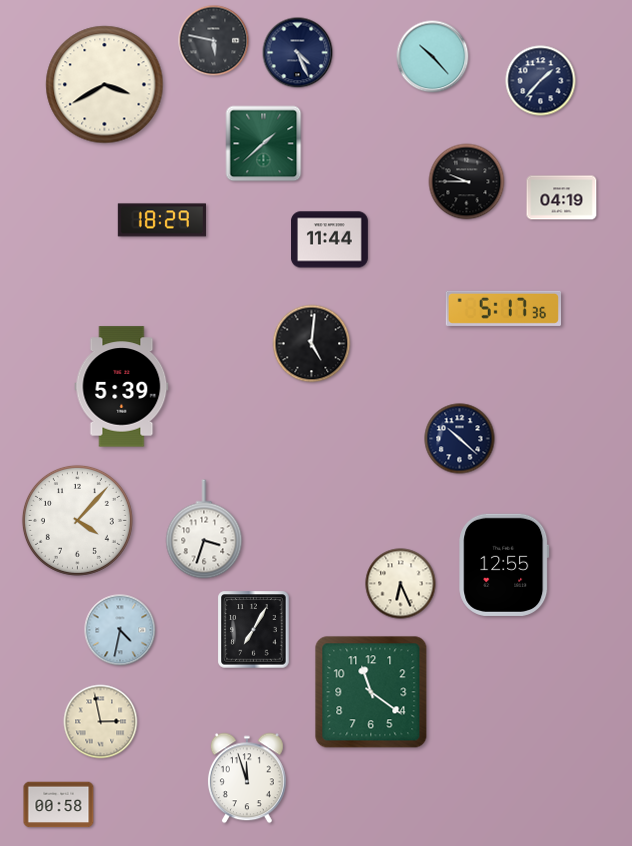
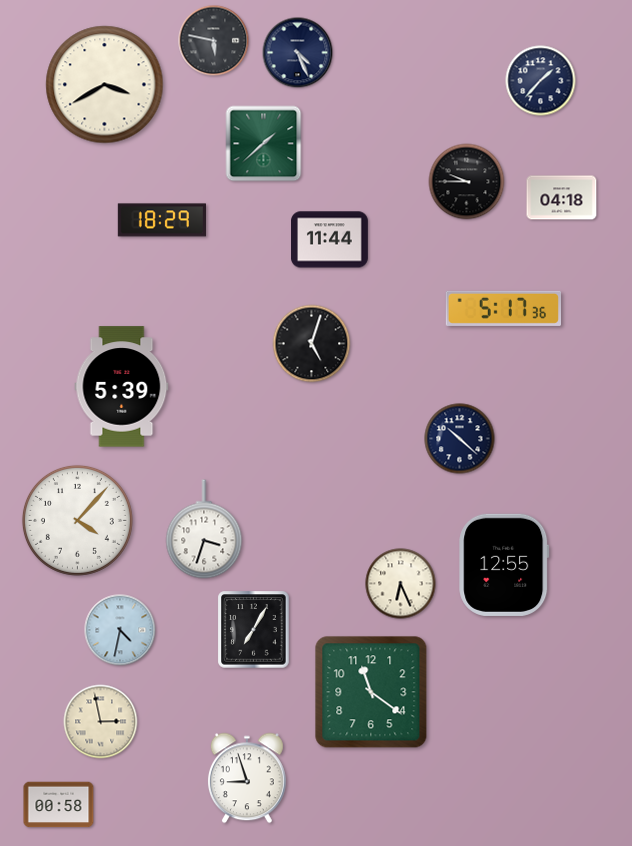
clock at (433, 57): 10:23 -> none
clock at (562, 198): 04:19 -> 04:18
clock at (312, 344): 5:01 -> 5:03
clock at (247, 778): 11:57 -> 8:57
